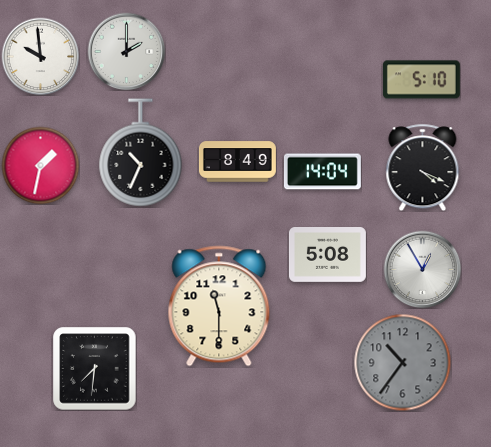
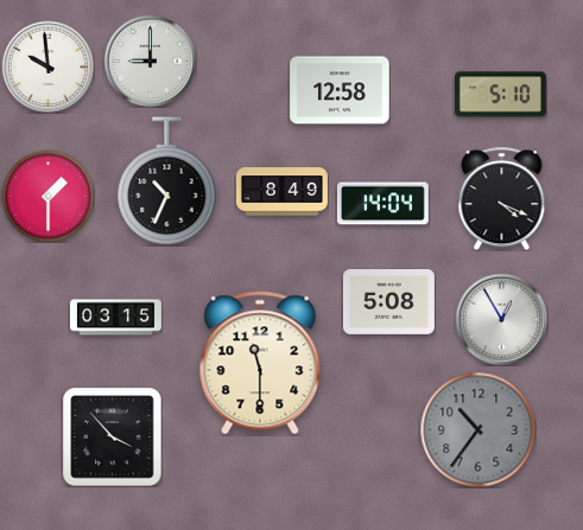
clock at (126, 51): 2:00 -> 9:00
clock at (340, 90): none -> 12:58
clock at (40, 165): 1:32 -> 1:30
clock at (115, 318): none -> 03:15
clock at (94, 368): 7:31 -> 3:53
